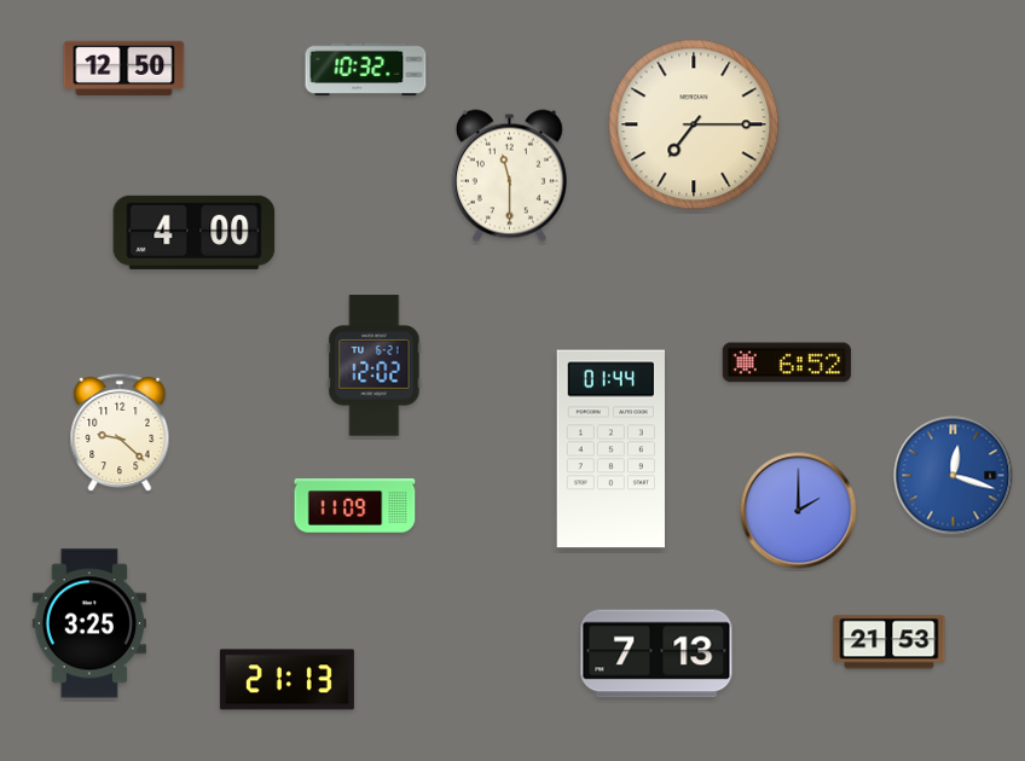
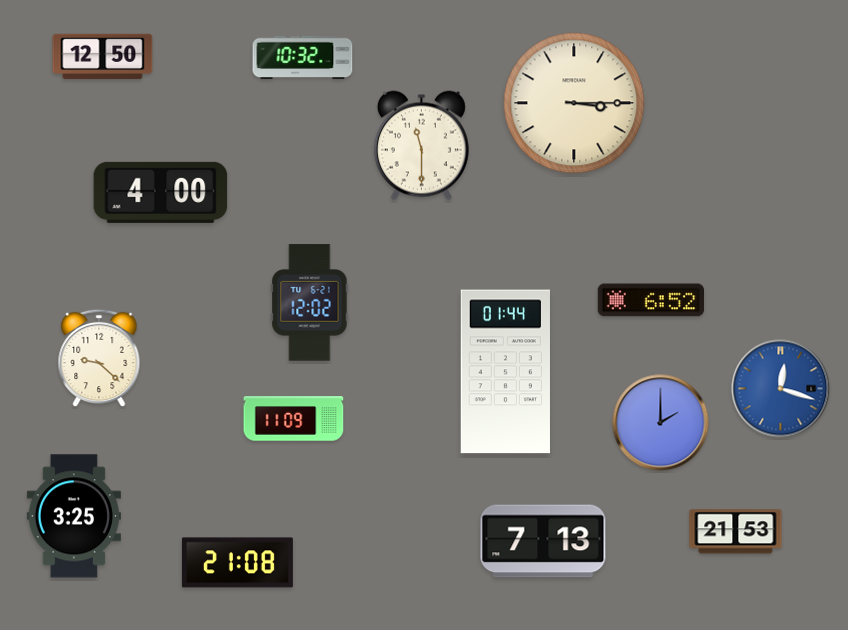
clock at (694, 124): 7:15 -> 3:15
clock at (954, 476) position: (954, 476) -> (781, 389)
clock at (286, 680): 21:13 -> 21:08
